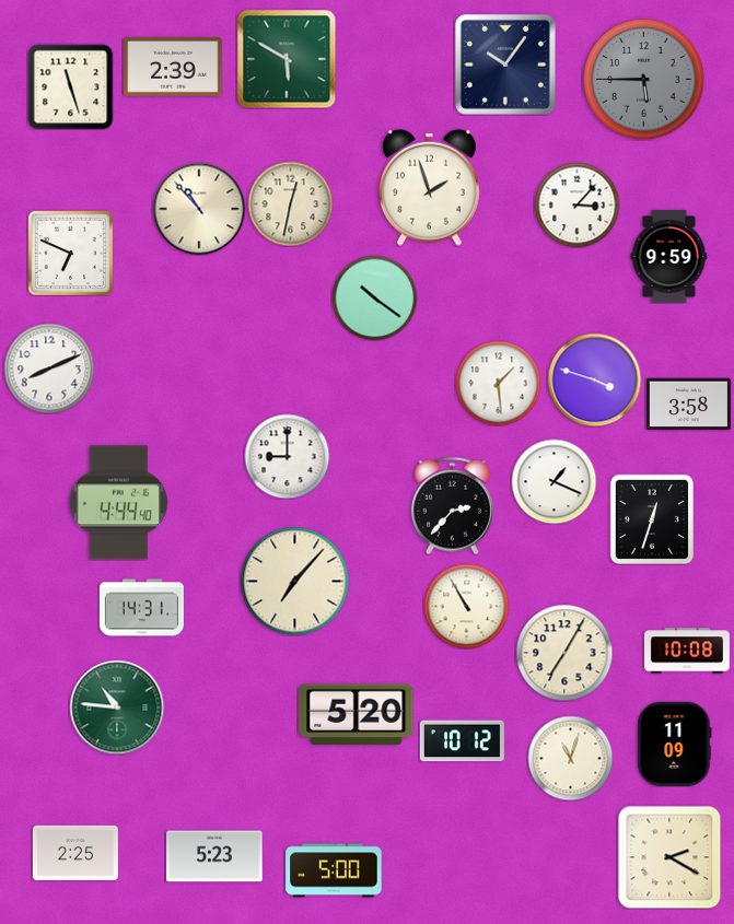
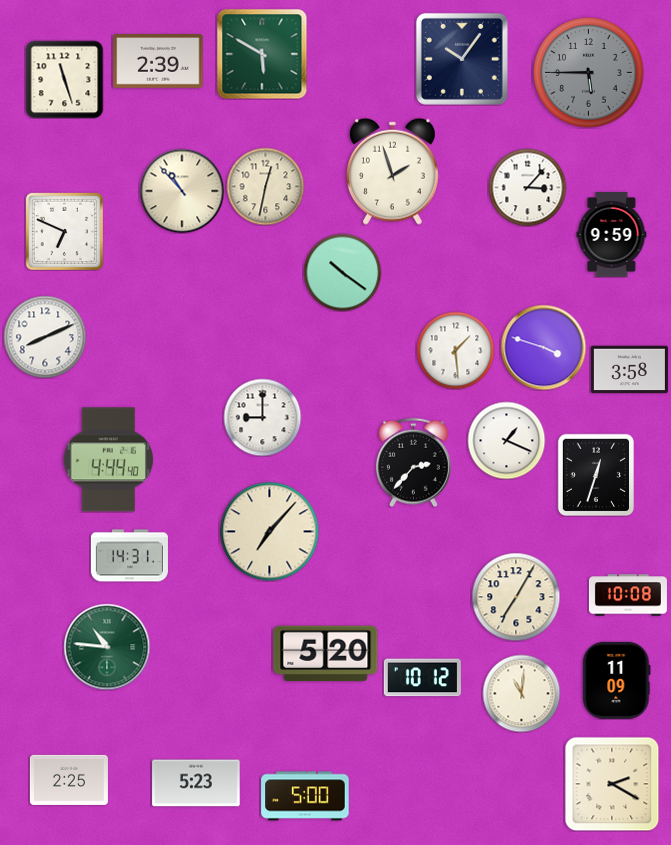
clock at (466, 606): 10:55 -> none
clock at (570, 758): 11:03 -> 11:01
